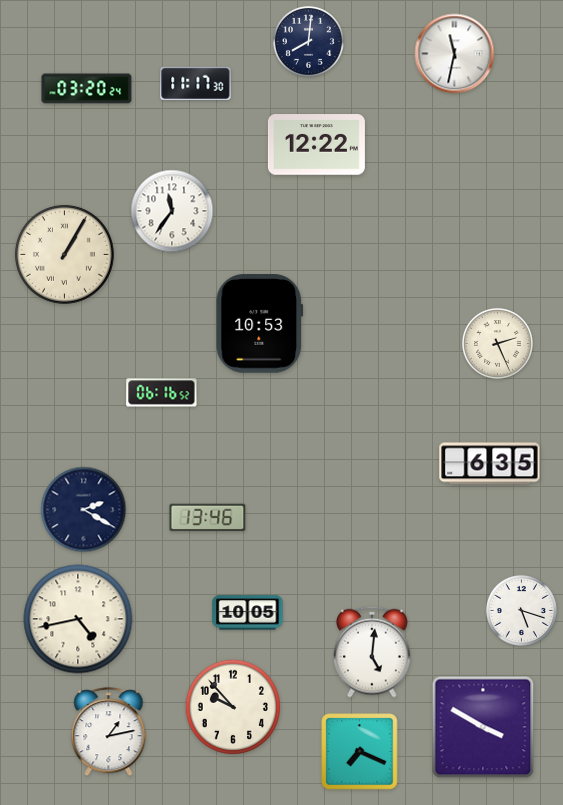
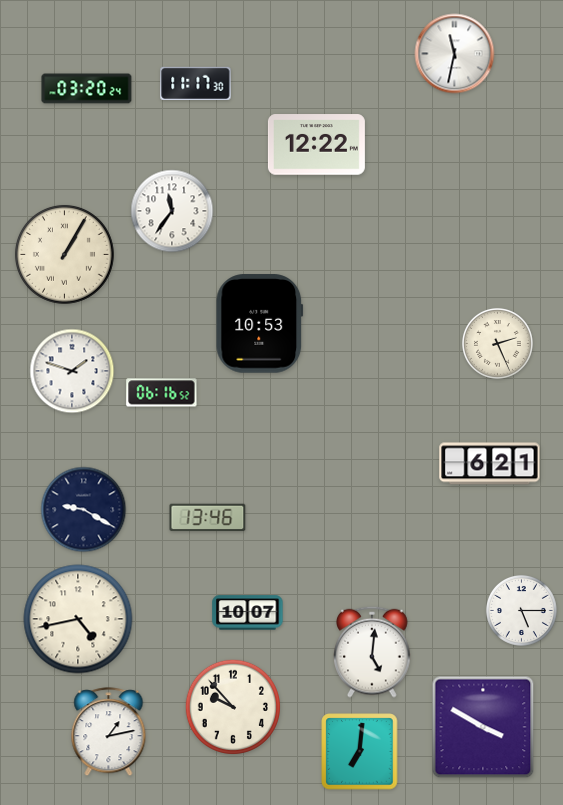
clock at (308, 41): 8:01 -> none
clock at (72, 371): none -> 1:48
clock at (490, 464): 6:35 -> 6:21
clock at (84, 510): 2:20 -> 9:20
clock at (521, 610): 5:18 -> 5:15
clock at (248, 613): 10:05 -> 10:07
clock at (360, 752): 7:19 -> 7:01
